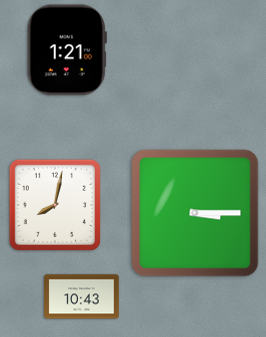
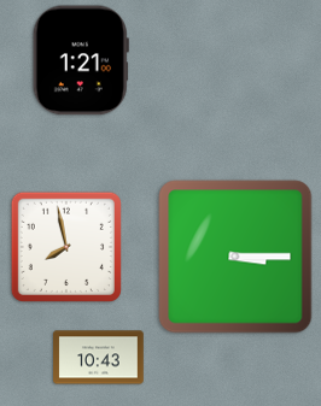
clock at (55, 205): 8:02 -> 7:58
